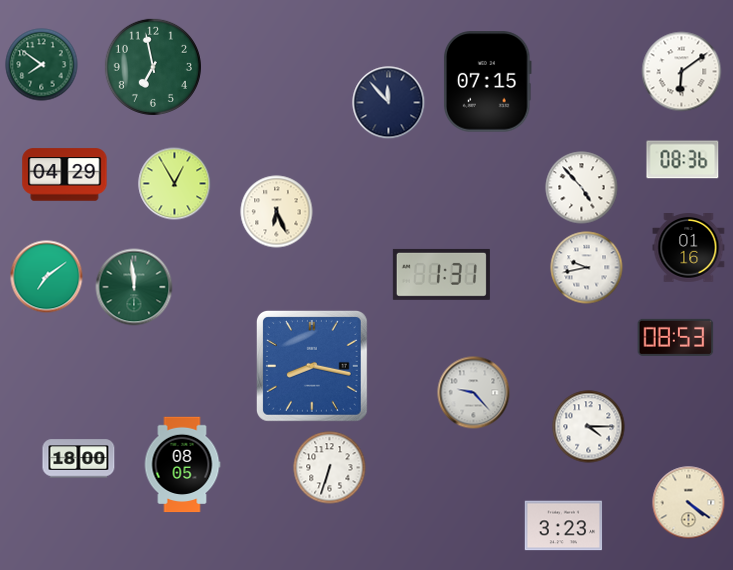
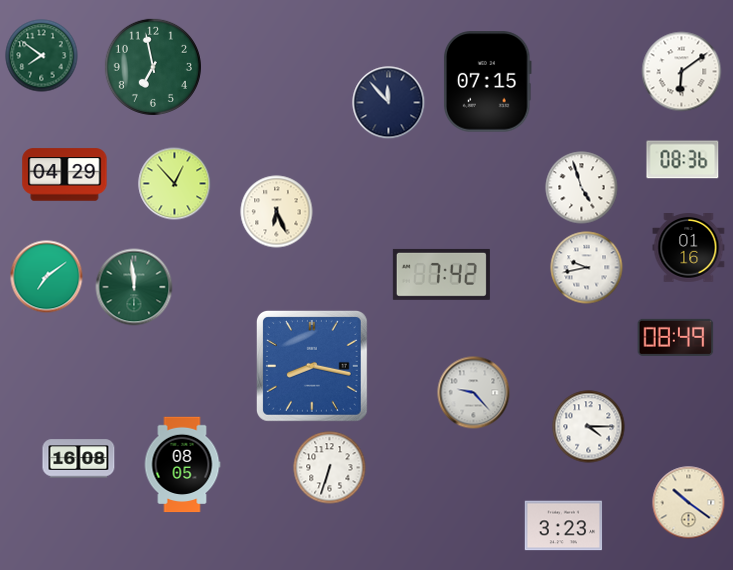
clock at (42, 65) position: (42, 65) -> (42, 56)
clock at (175, 184): 12:55 -> 12:53
clock at (582, 188): 4:53 -> 4:57
clock at (441, 274): 1:31 -> 7:42
clock at (676, 337): 08:53 -> 08:49
clock at (79, 459): 18:00 -> 16:08
clock at (689, 503): 4:21 -> 10:21
